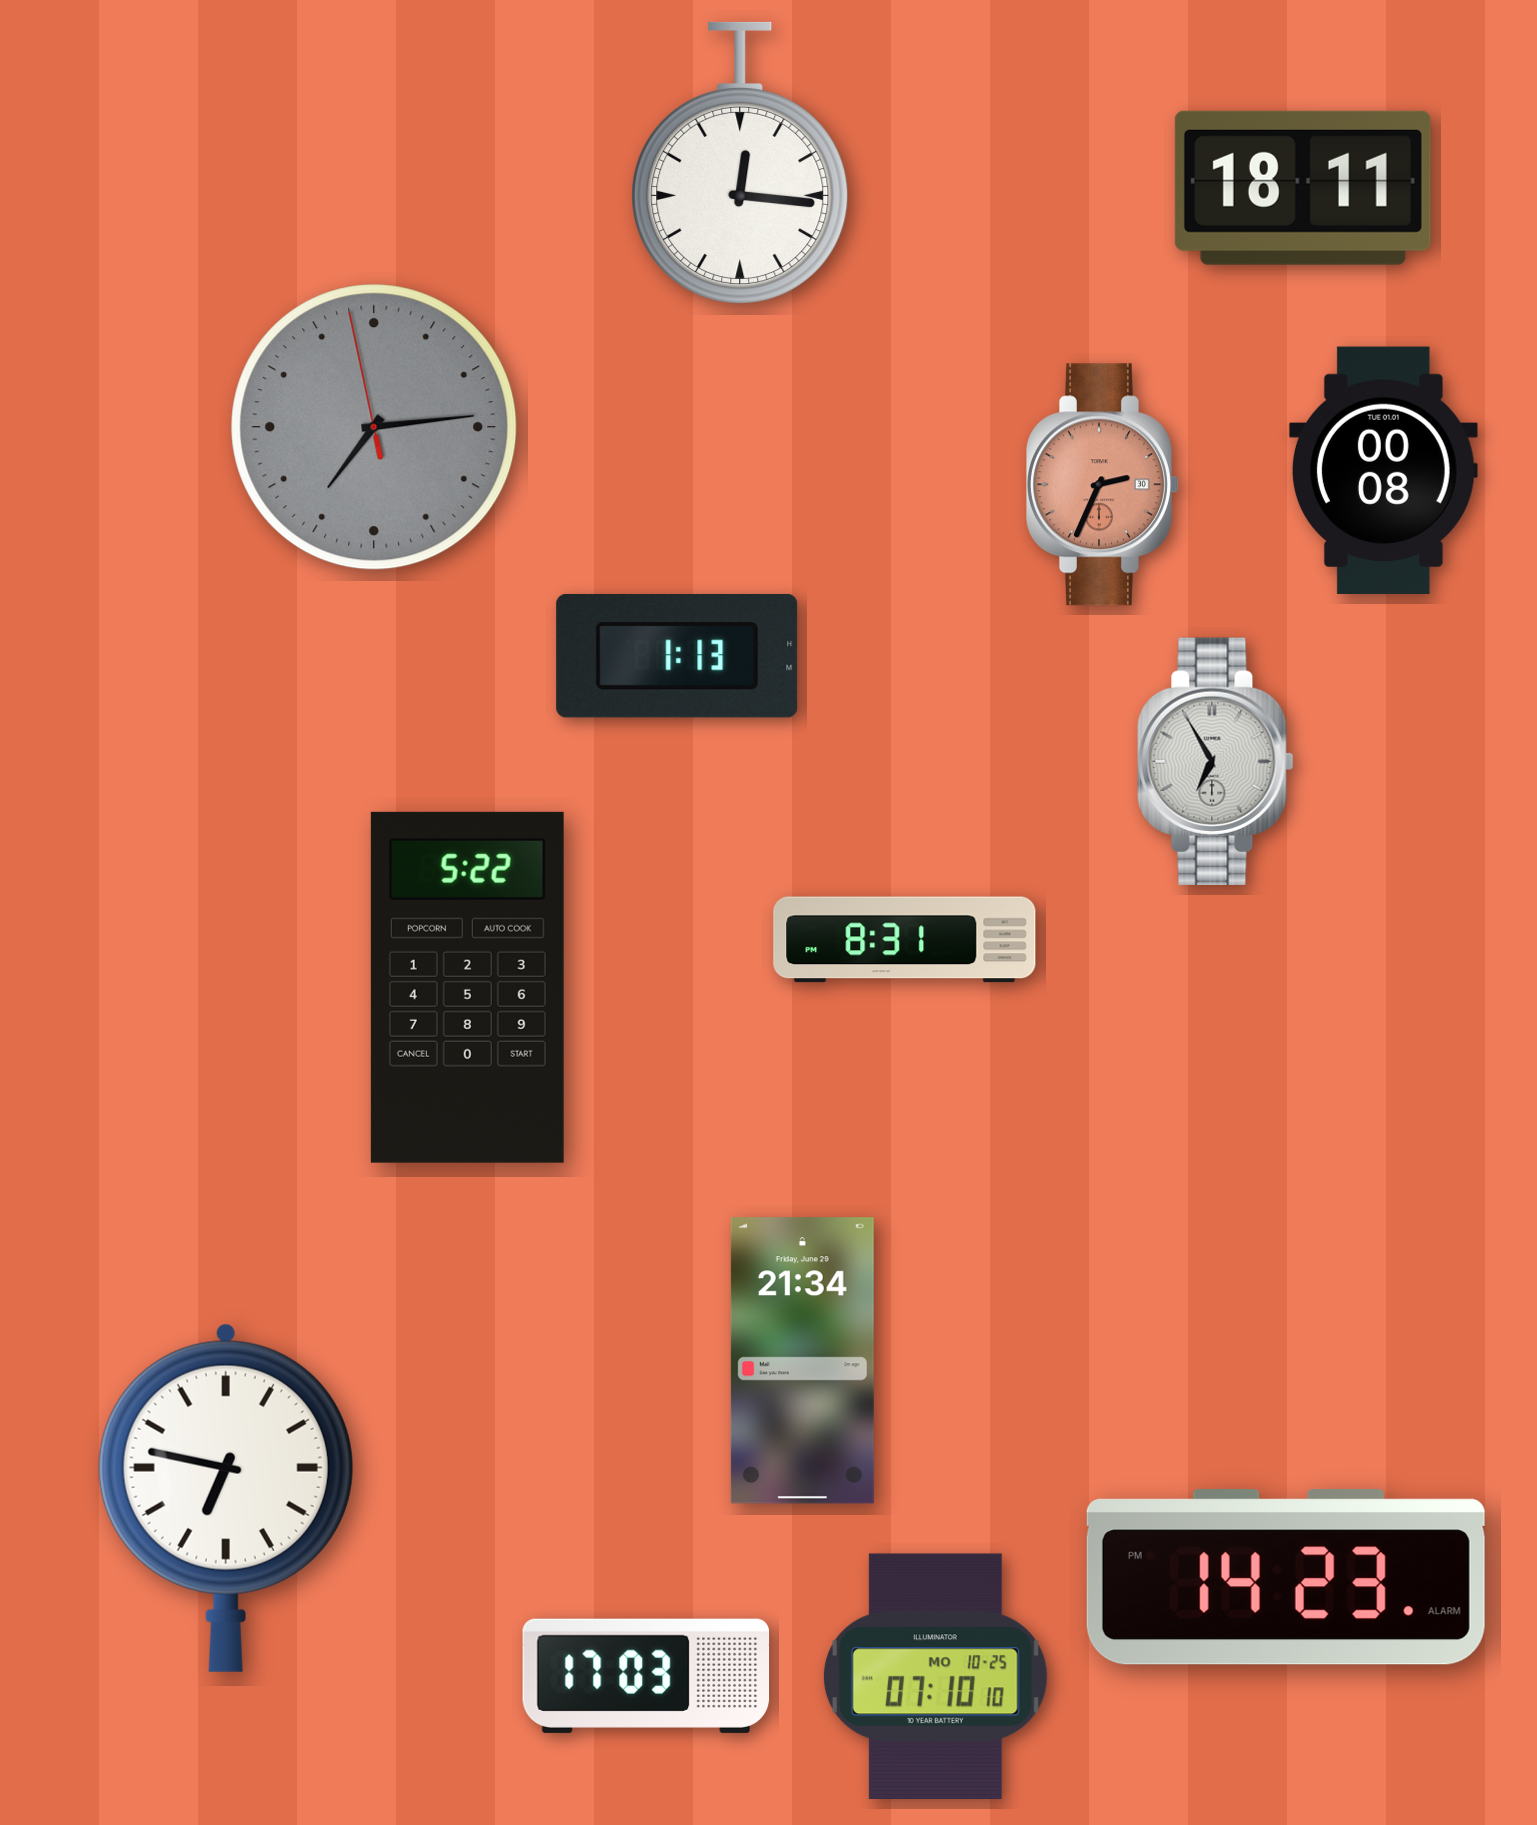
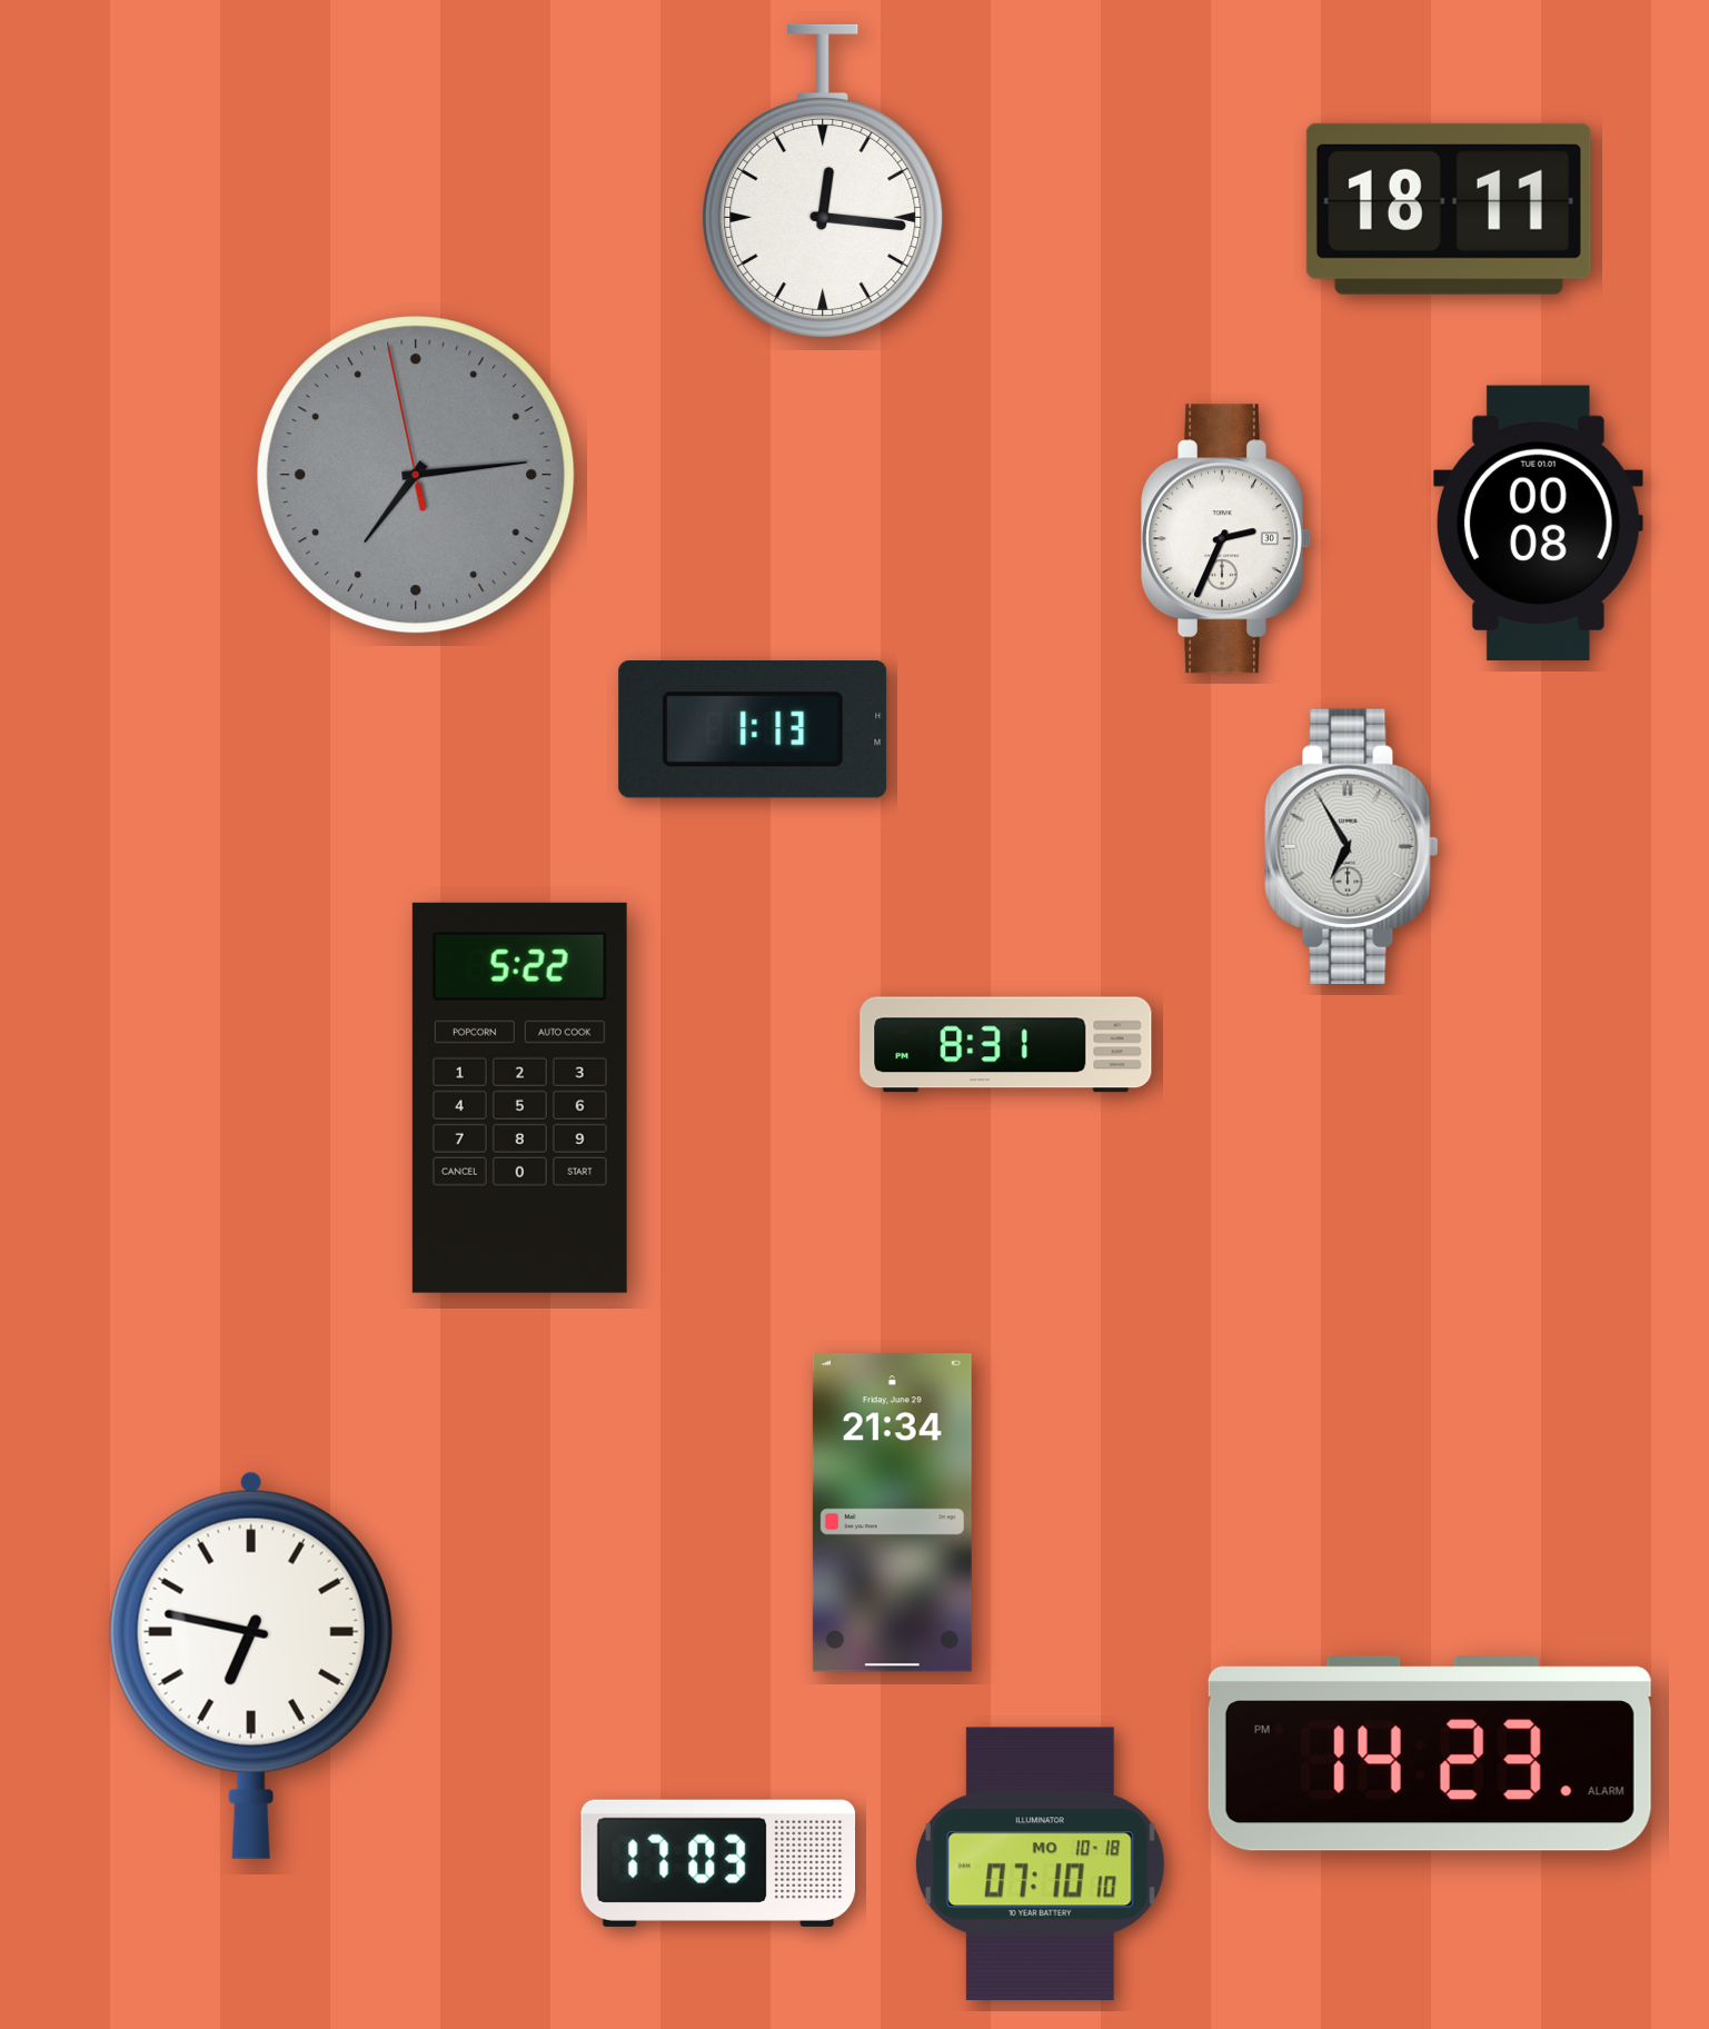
clock at (1103, 485) dial: salmon -> white
clock at (935, 1677) date: MO 10-25 -> MO 10-18
